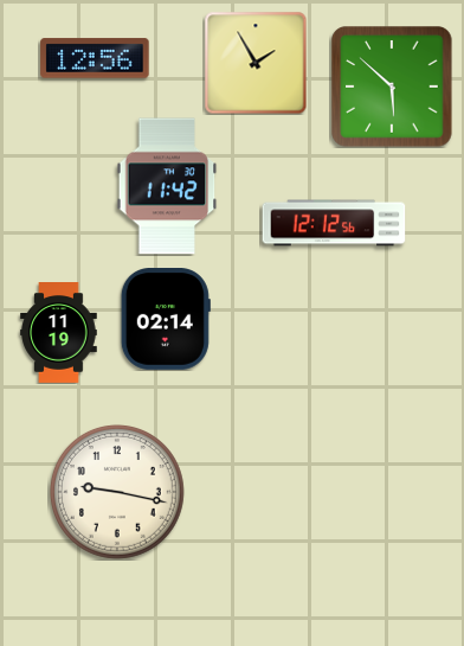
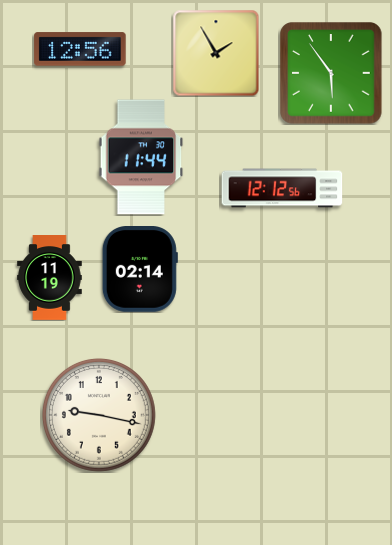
clock at (392, 87): 5:52 -> 5:54
clock at (167, 186): 11:42 -> 11:44
clock at (59, 333) position: (59, 333) -> (50, 278)
